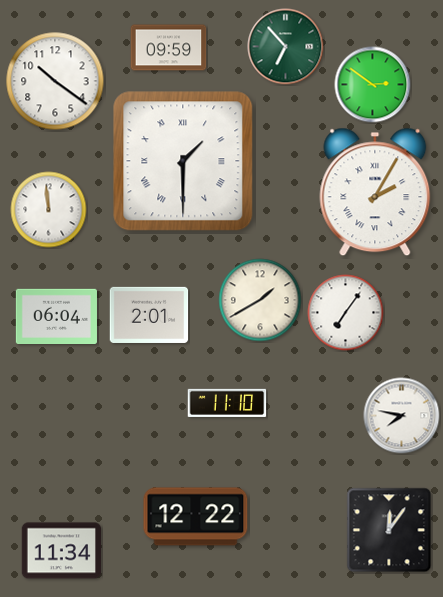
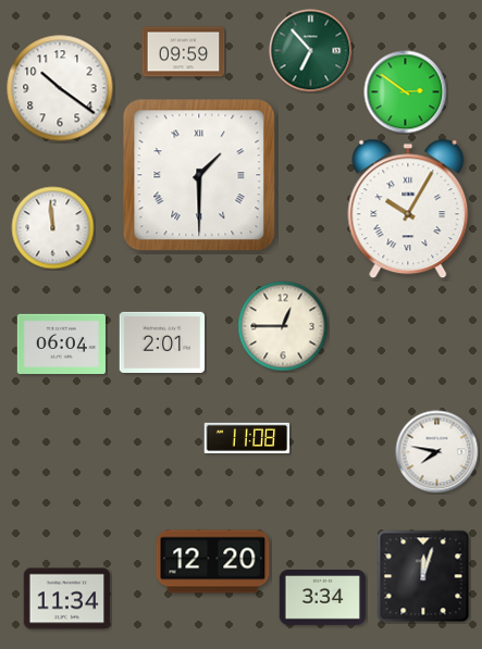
clock at (375, 192): 2:05 -> 10:05
clock at (260, 300): 1:40 -> 12:45
clock at (346, 313): 7:06 -> none
clock at (227, 403): 11:10 -> 11:08
clock at (196, 517): 12:22 -> 12:20
clock at (389, 530): 12:06 -> 12:03
clock at (323, 598): none -> 3:34
